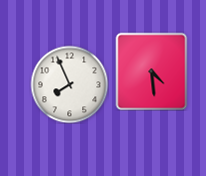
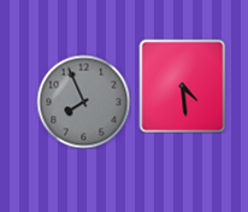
clock at (69, 84) dial: white -> grey
